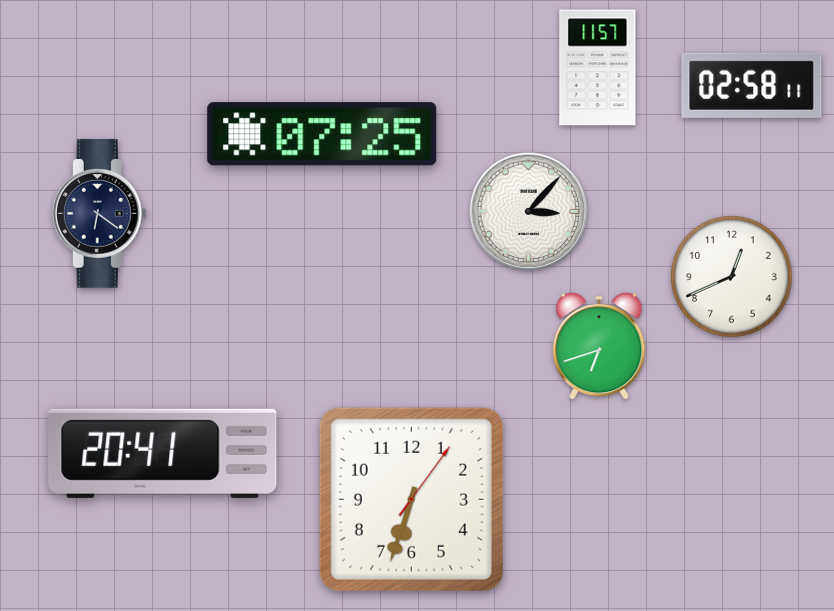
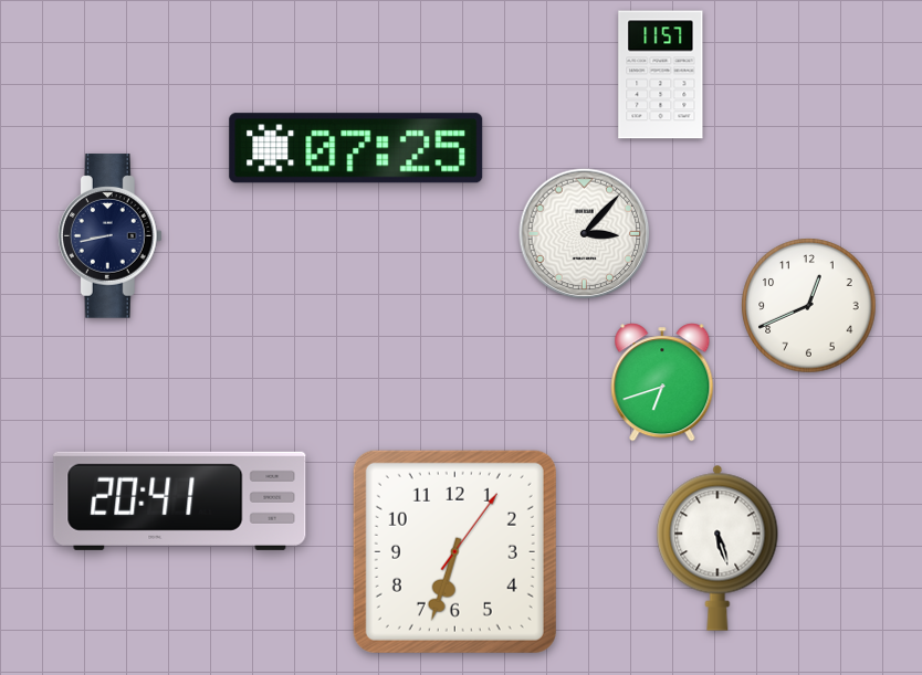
clock at (752, 85): 02:58 -> none
clock at (99, 214): 6:21 -> 8:43
clock at (717, 548): none -> 5:27
